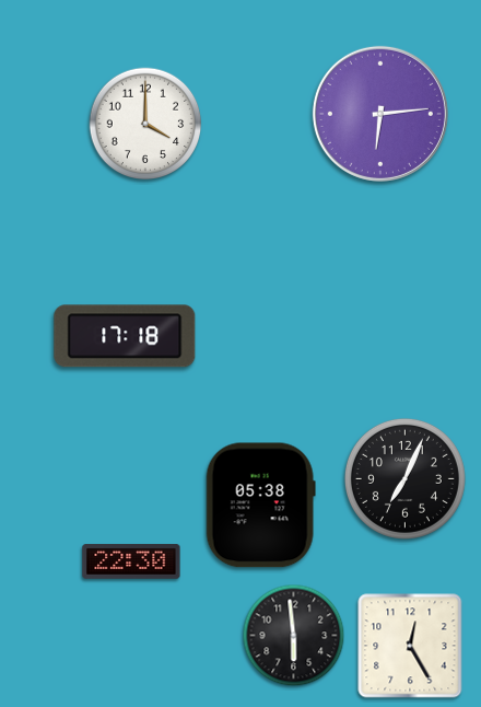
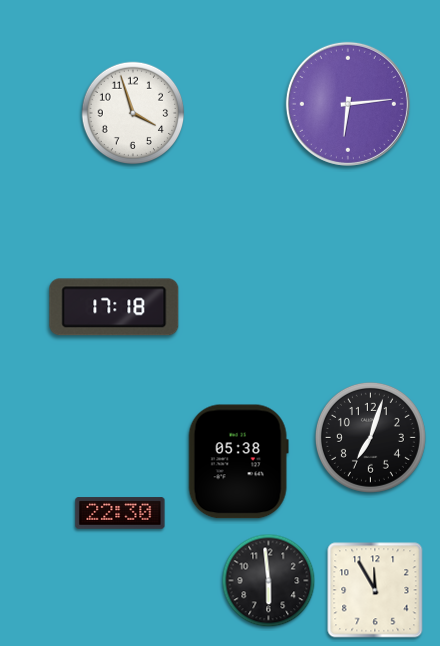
clock at (145, 124): 4:00 -> 3:57
clock at (404, 478): 7:04 -> 7:03
clock at (410, 646): 12:25 -> 11:55
